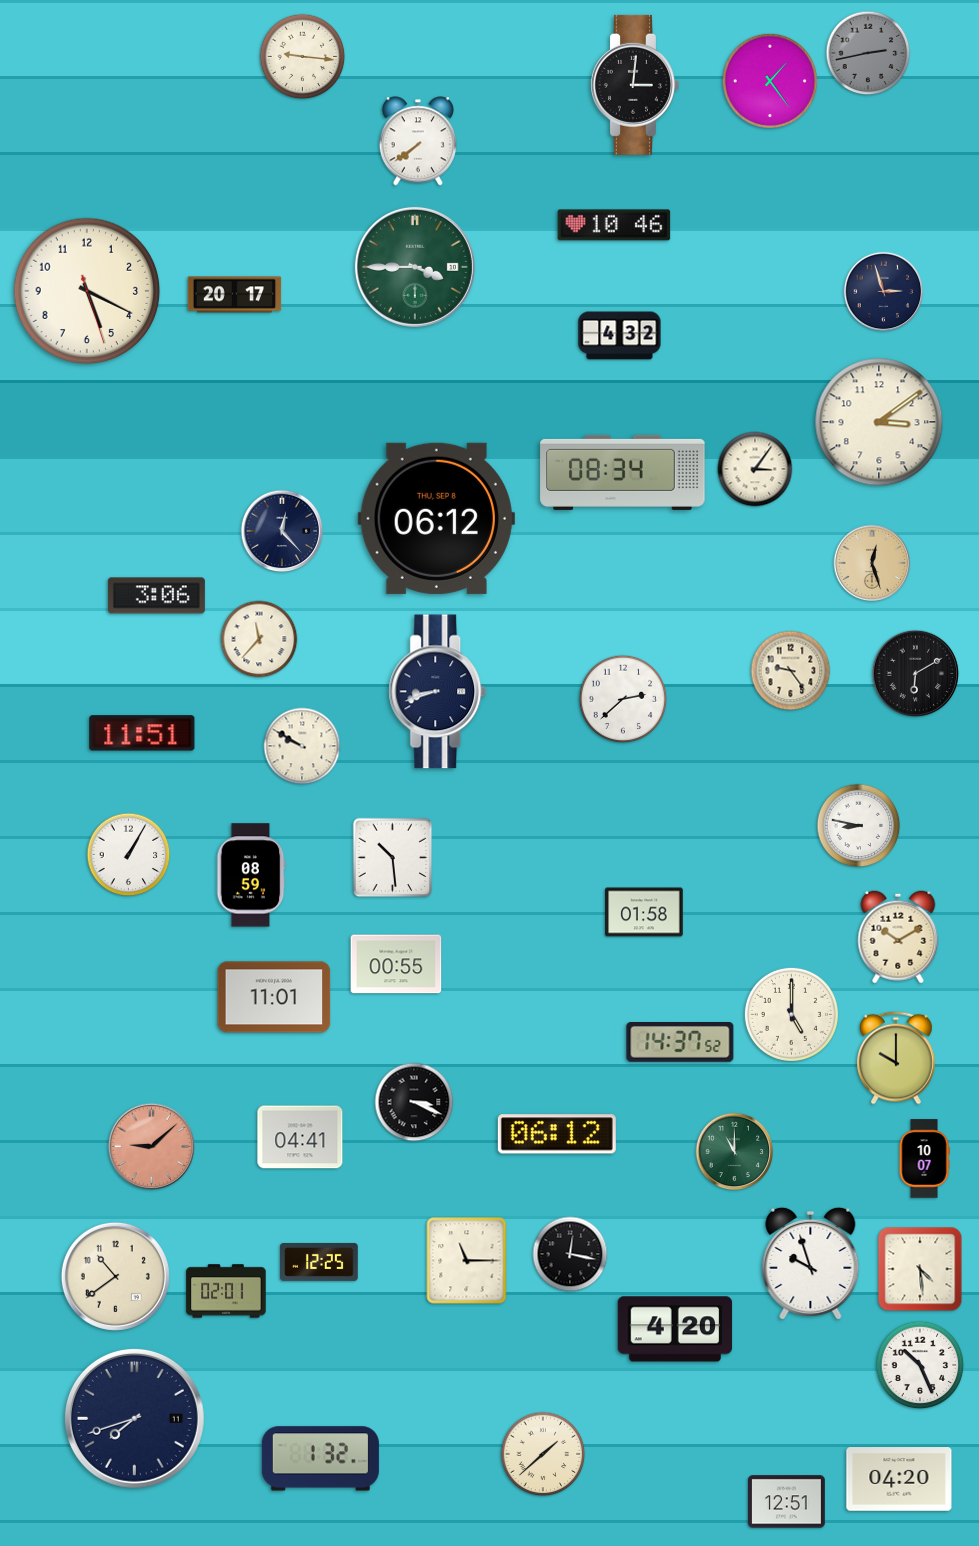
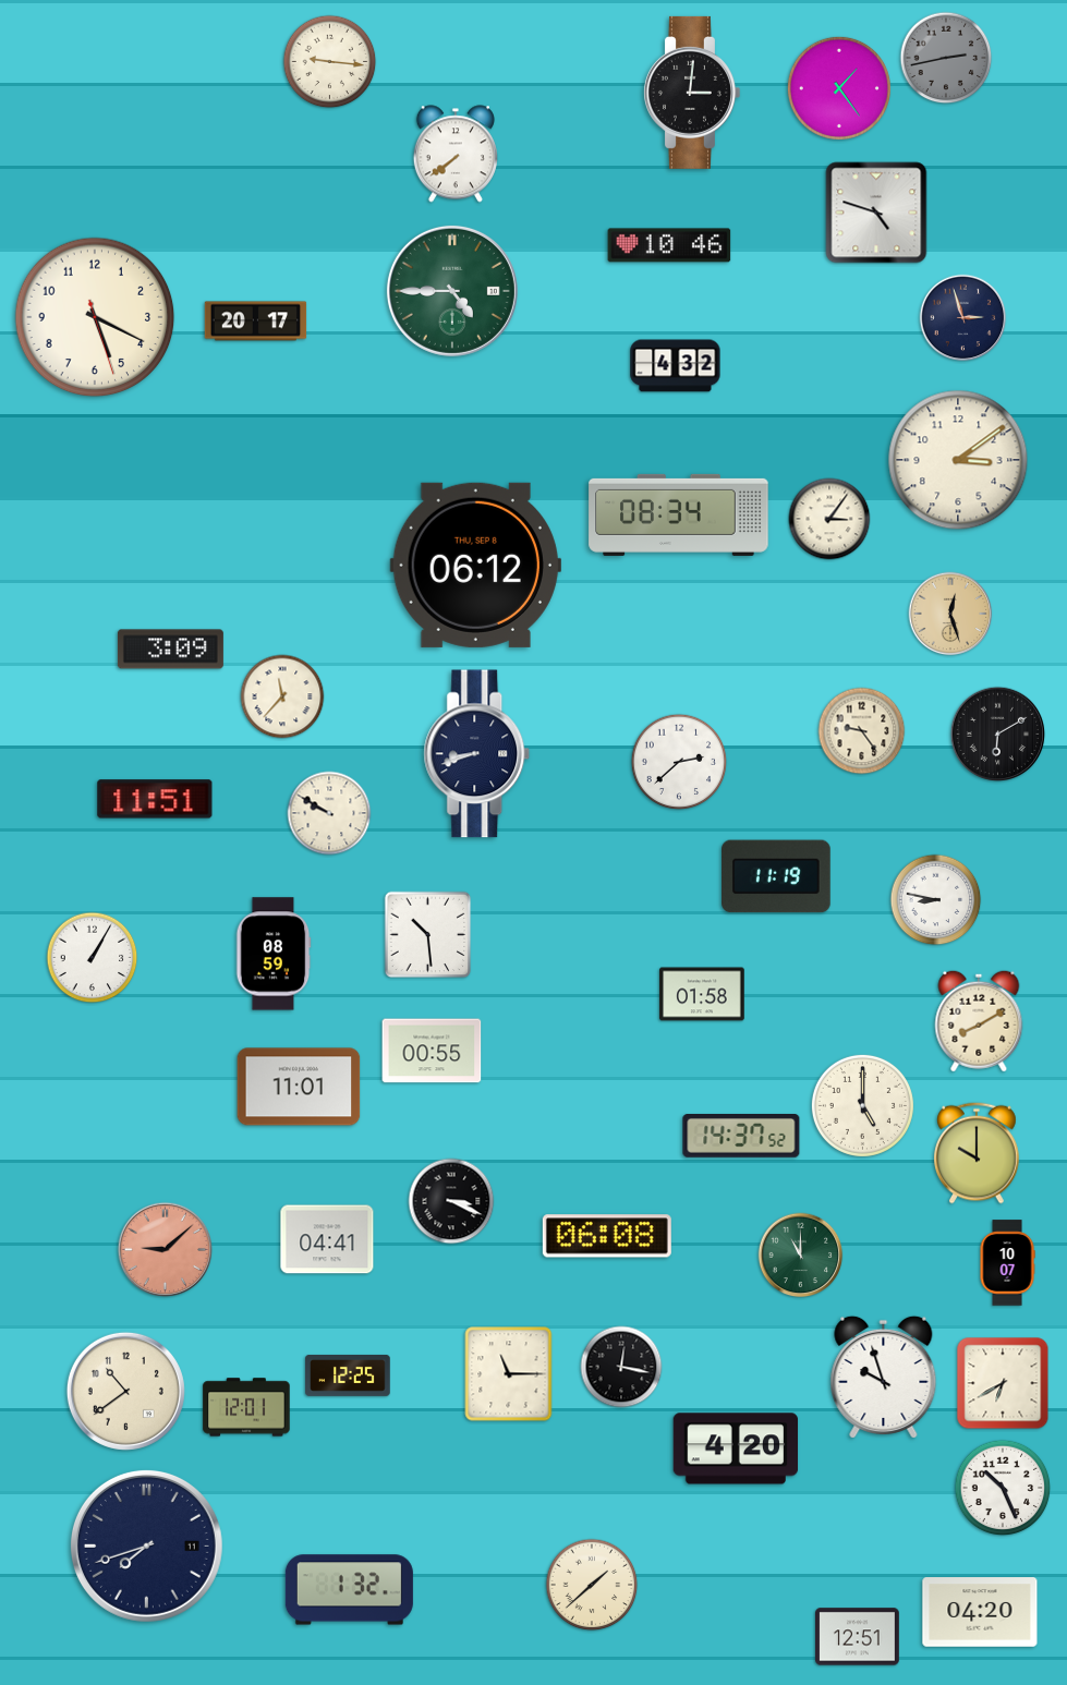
clock at (876, 213): none -> 4:48
clock at (415, 267): 3:45 -> 4:45
clock at (755, 469) position: (755, 469) -> (829, 519)
clock at (282, 531): 12:23 -> none
clock at (156, 596): 3:06 -> 3:09
clock at (776, 876): none -> 11:19
clock at (129, 855) position: (129, 855) -> (93, 958)
clock at (898, 937): 10:10 -> 8:10
clock at (557, 1134): 06:12 -> 06:08
clock at (920, 1269): 4:29 -> 6:40
clock at (226, 1291): 02:01 -> 12:01
